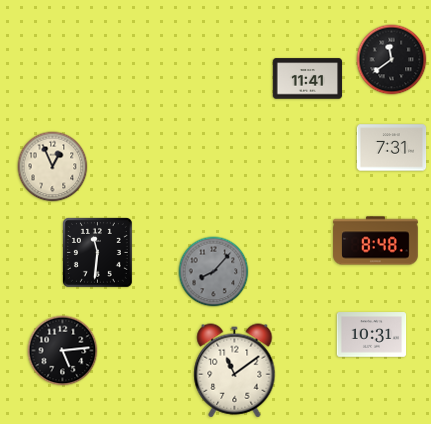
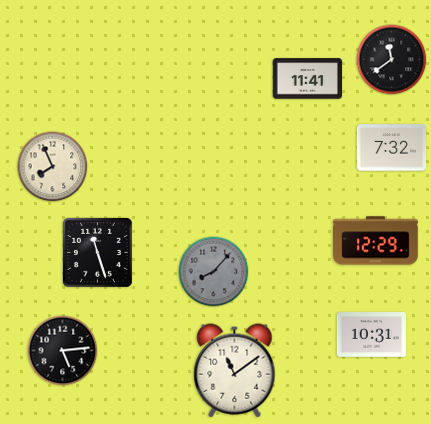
clock at (392, 148): 7:31 -> 7:32
clock at (53, 167): 12:56 -> 7:56
clock at (376, 241): 8:48 -> 12:29
clock at (98, 253): 11:31 -> 11:27
